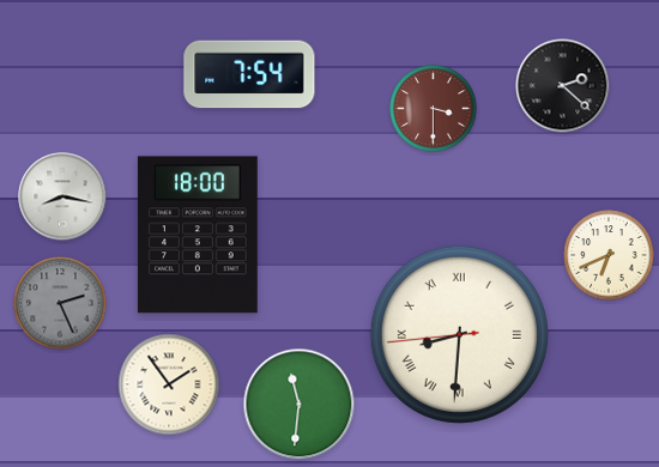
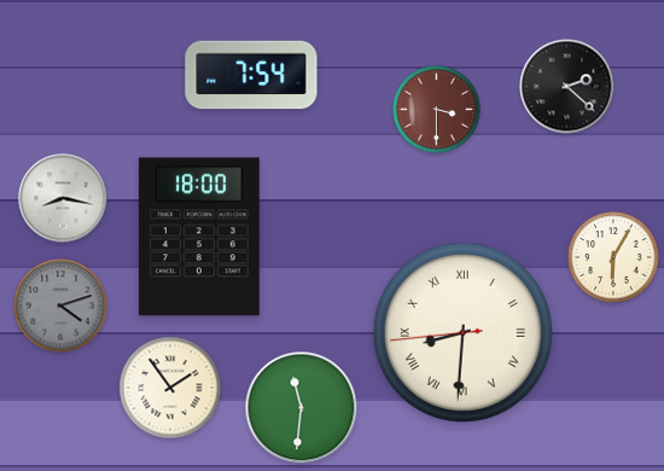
clock at (609, 255): 6:41 -> 6:05
clock at (60, 303): 2:26 -> 4:12
clock at (459, 334) position: (459, 334) -> (462, 332)
